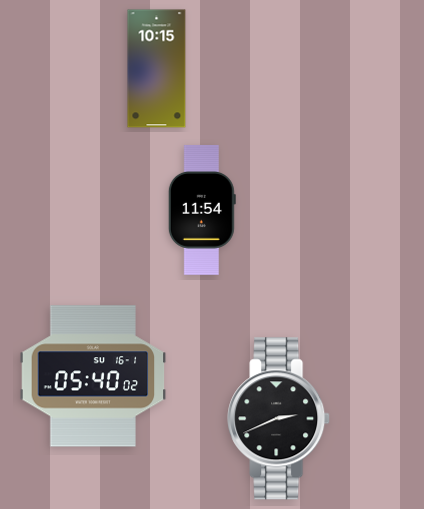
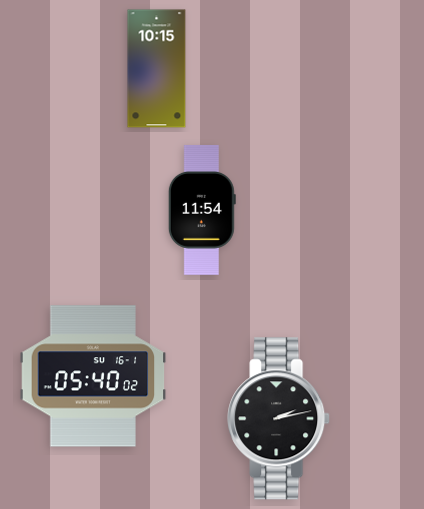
clock at (279, 419): 2:41 -> 2:13
